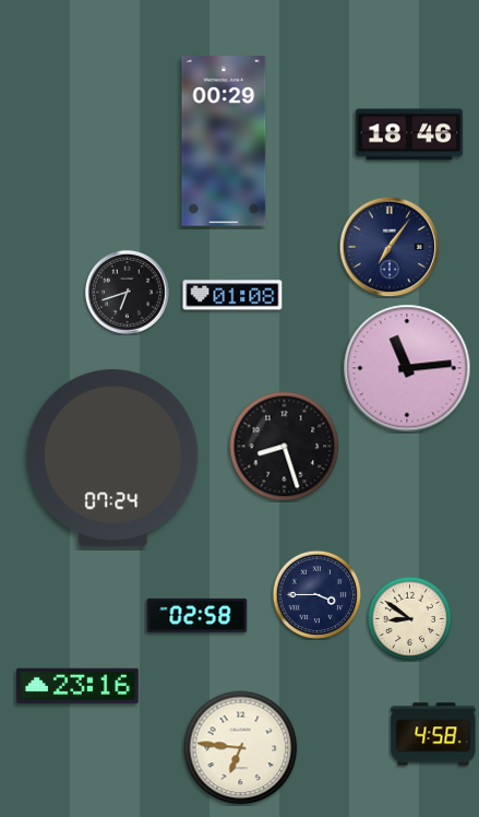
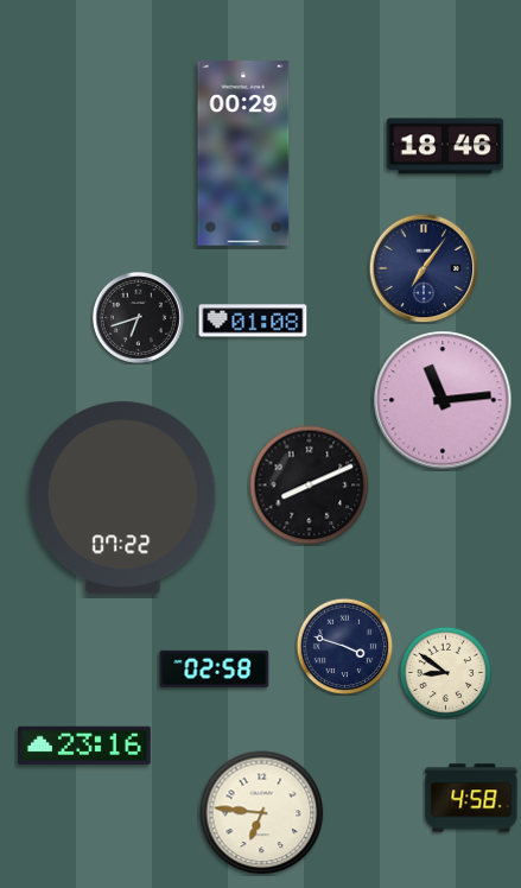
clock at (285, 447): 8:27 -> 8:11
clock at (113, 459): 07:24 -> 07:22
clock at (316, 594): 3:45 -> 3:48
